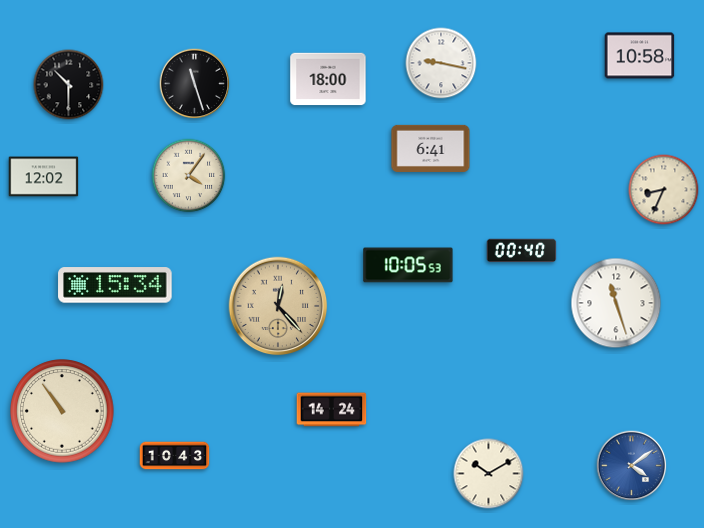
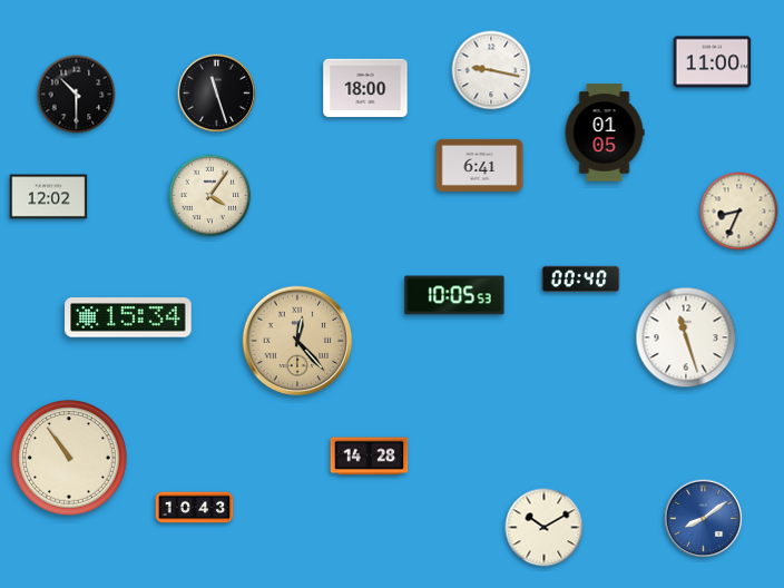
clock at (640, 56): 10:58 -> 11:00
clock at (605, 133): none -> 01:05
clock at (278, 306) position: (278, 306) -> (297, 341)
clock at (332, 410): 14:24 -> 14:28
clock at (632, 466): 4:09 -> 8:09
